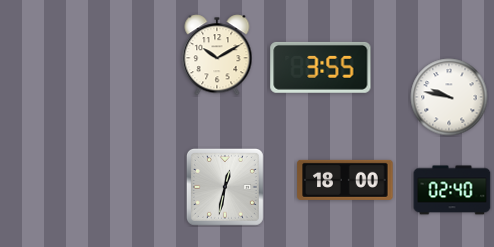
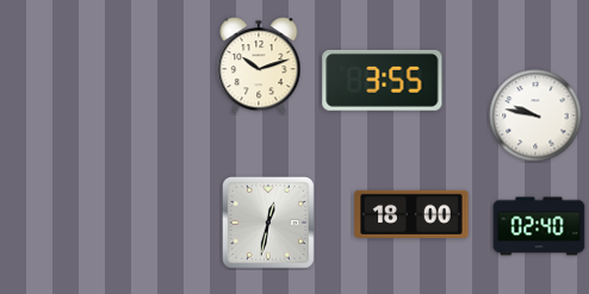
clock at (217, 55): 10:10 -> 10:12
